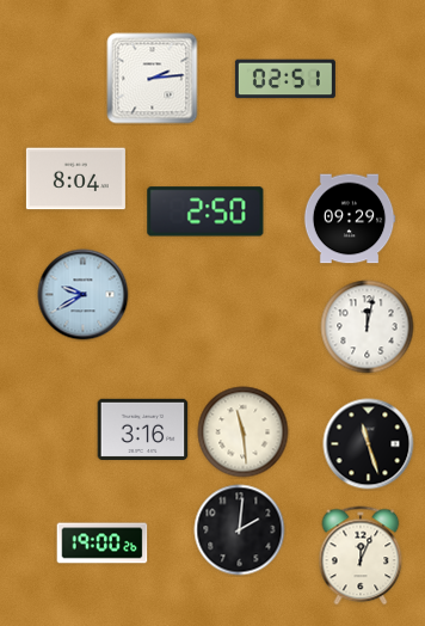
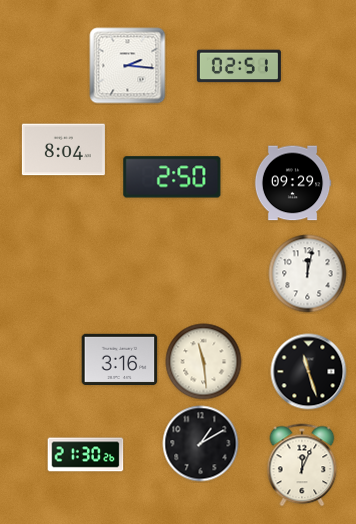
clock at (153, 79): 2:14 -> 2:16
clock at (84, 295): 9:40 -> none
clock at (240, 530): 2:01 -> 1:10
clock at (103, 544): 19:00 -> 21:30
